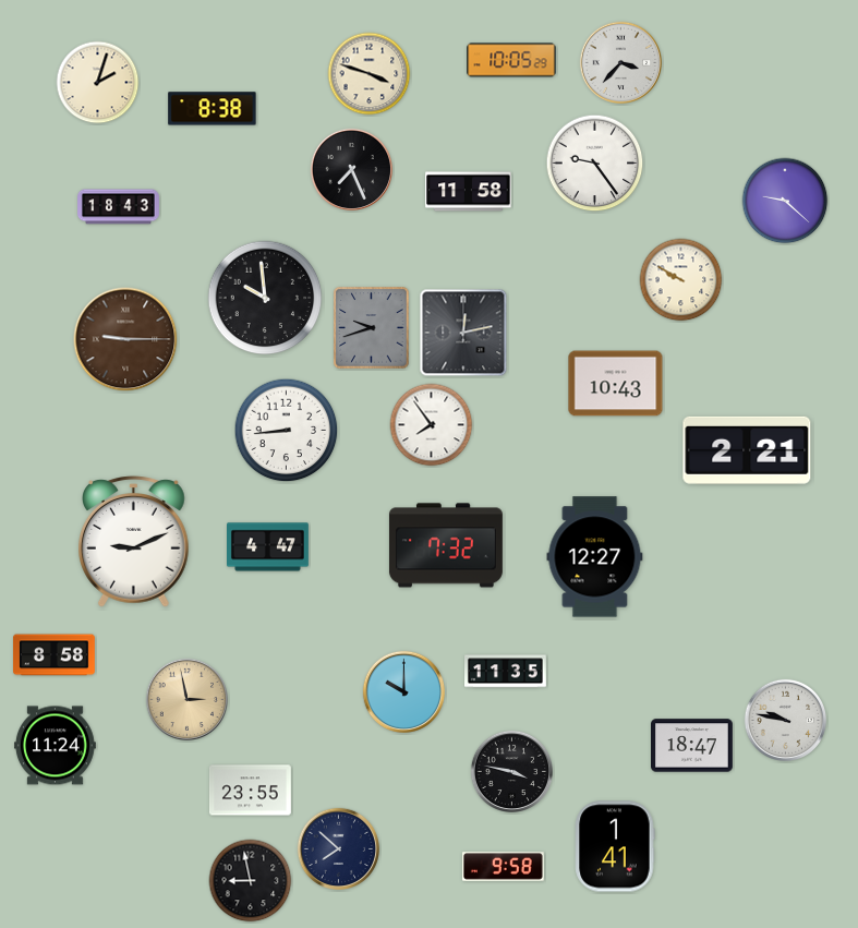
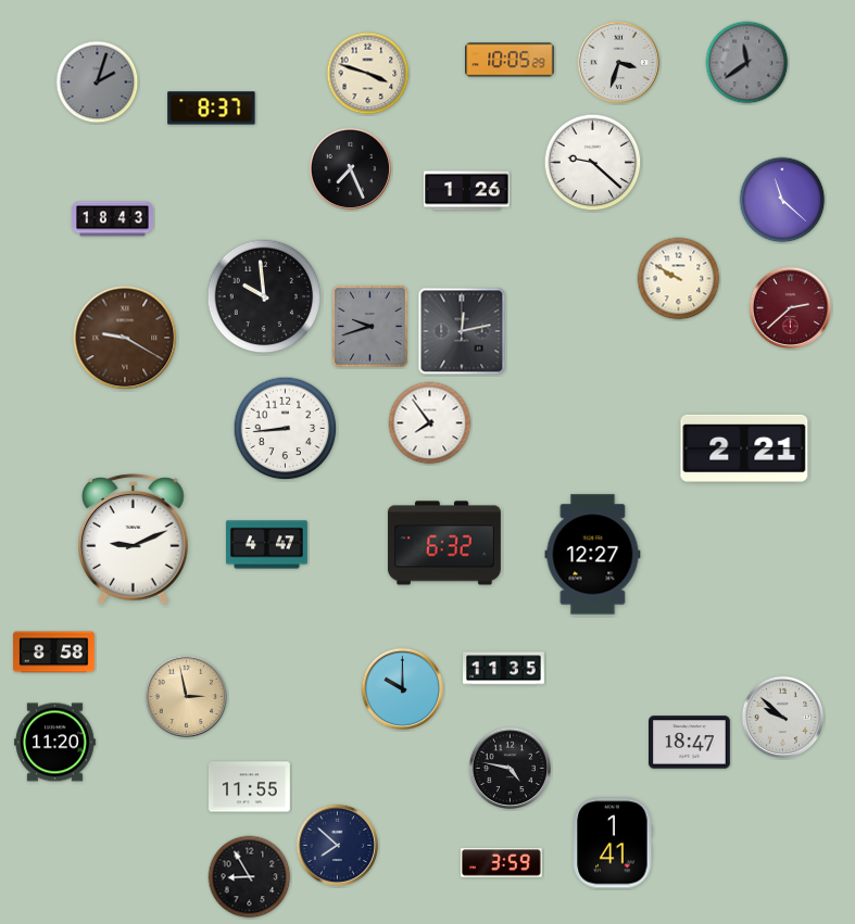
clock at (620, 62): 3:37 -> 3:33
clock at (747, 63): none -> 11:39
clock at (98, 83) dial: cream -> grey
clock at (213, 109): 8:38 -> 8:37
clock at (595, 164): 9:24 -> 9:22
clock at (469, 192): 11:58 -> 1:26
clock at (785, 201): 9:22 -> 11:22
clock at (119, 207) position: (119, 207) -> (113, 219)
clock at (790, 307): none -> 2:38
clock at (125, 339): 9:15 -> 9:20
clock at (616, 384): 10:43 -> none
clock at (446, 545): 7:32 -> 6:32
clock at (785, 720): 9:47 -> 9:52
clock at (56, 746): 11:24 -> 11:20
clock at (511, 771): 3:47 -> 4:47
clock at (251, 791): 23:55 -> 11:55
clock at (503, 867): 9:58 -> 3:59
clock at (251, 881): 8:58 -> 8:55
